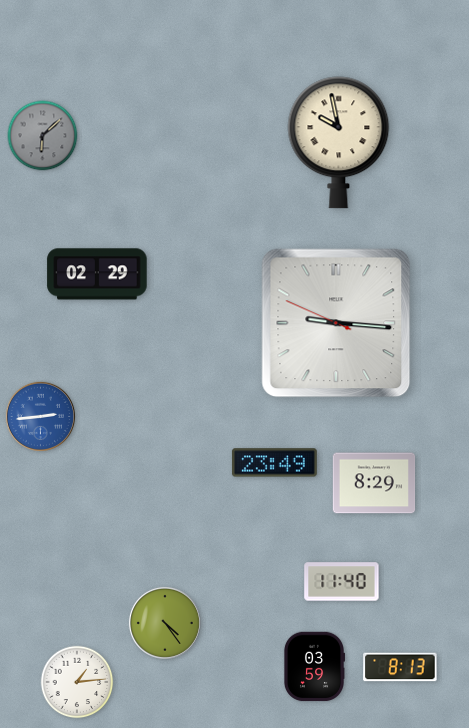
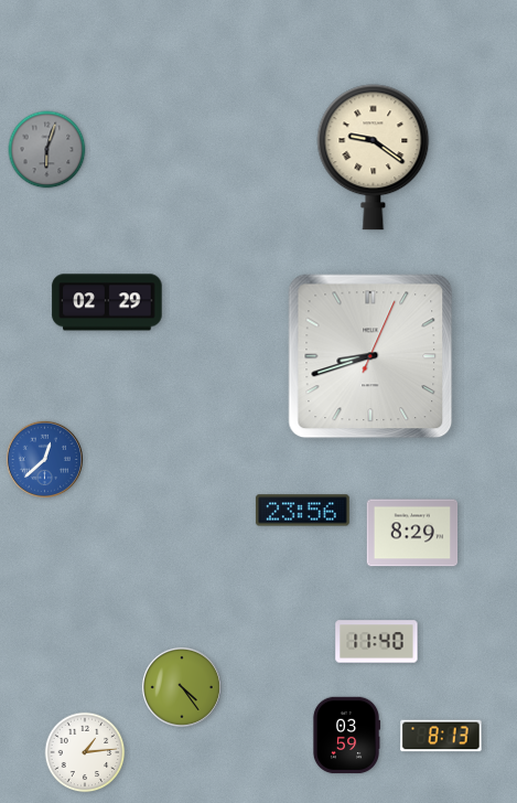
clock at (43, 136): 6:08 -> 6:03
clock at (339, 143): 9:58 -> 9:21
clock at (336, 323): 9:15 -> 8:42
clock at (40, 416): 2:44 -> 12:38
clock at (274, 463): 23:49 -> 23:56
